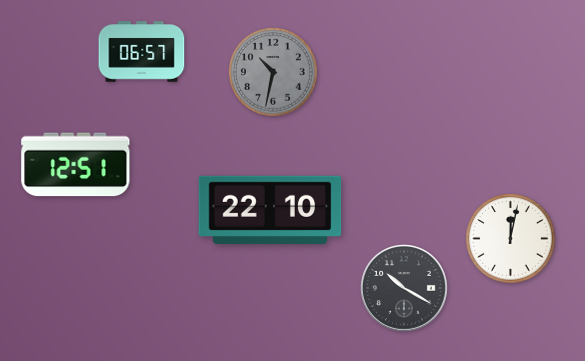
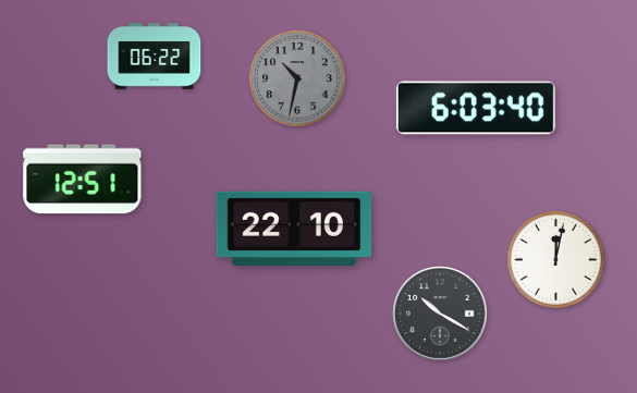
clock at (142, 52): 06:57 -> 06:22
clock at (476, 108): none -> 6:03
